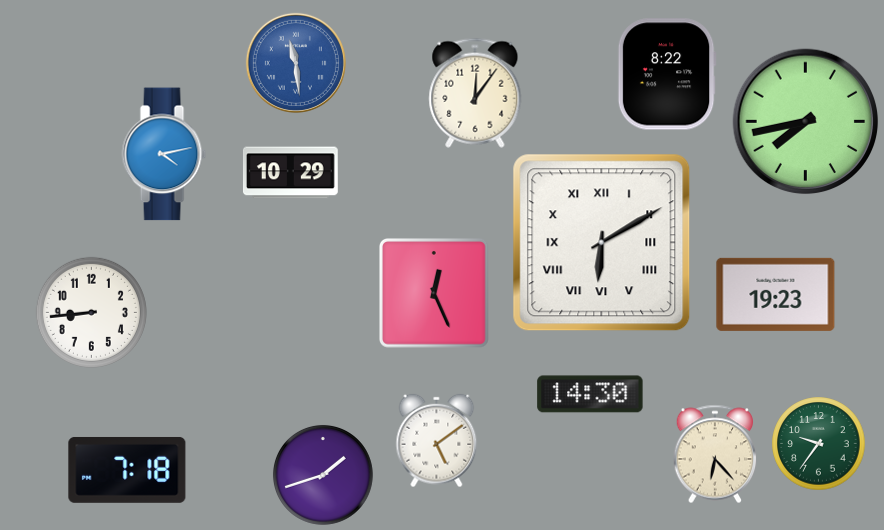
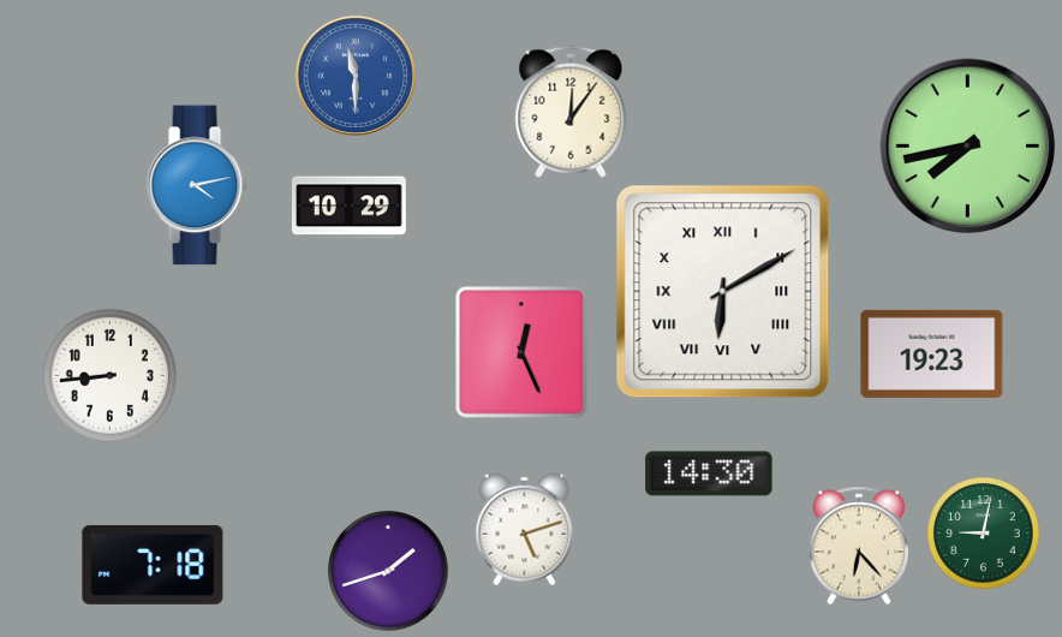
clock at (296, 63): 11:29 -> 11:30
clock at (667, 74): 8:22 -> none
clock at (437, 440): 5:09 -> 5:12
clock at (818, 443): 9:36 -> 9:02
